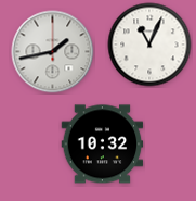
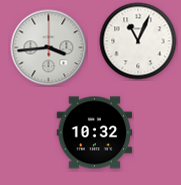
clock at (53, 52): 1:43 -> 3:44
